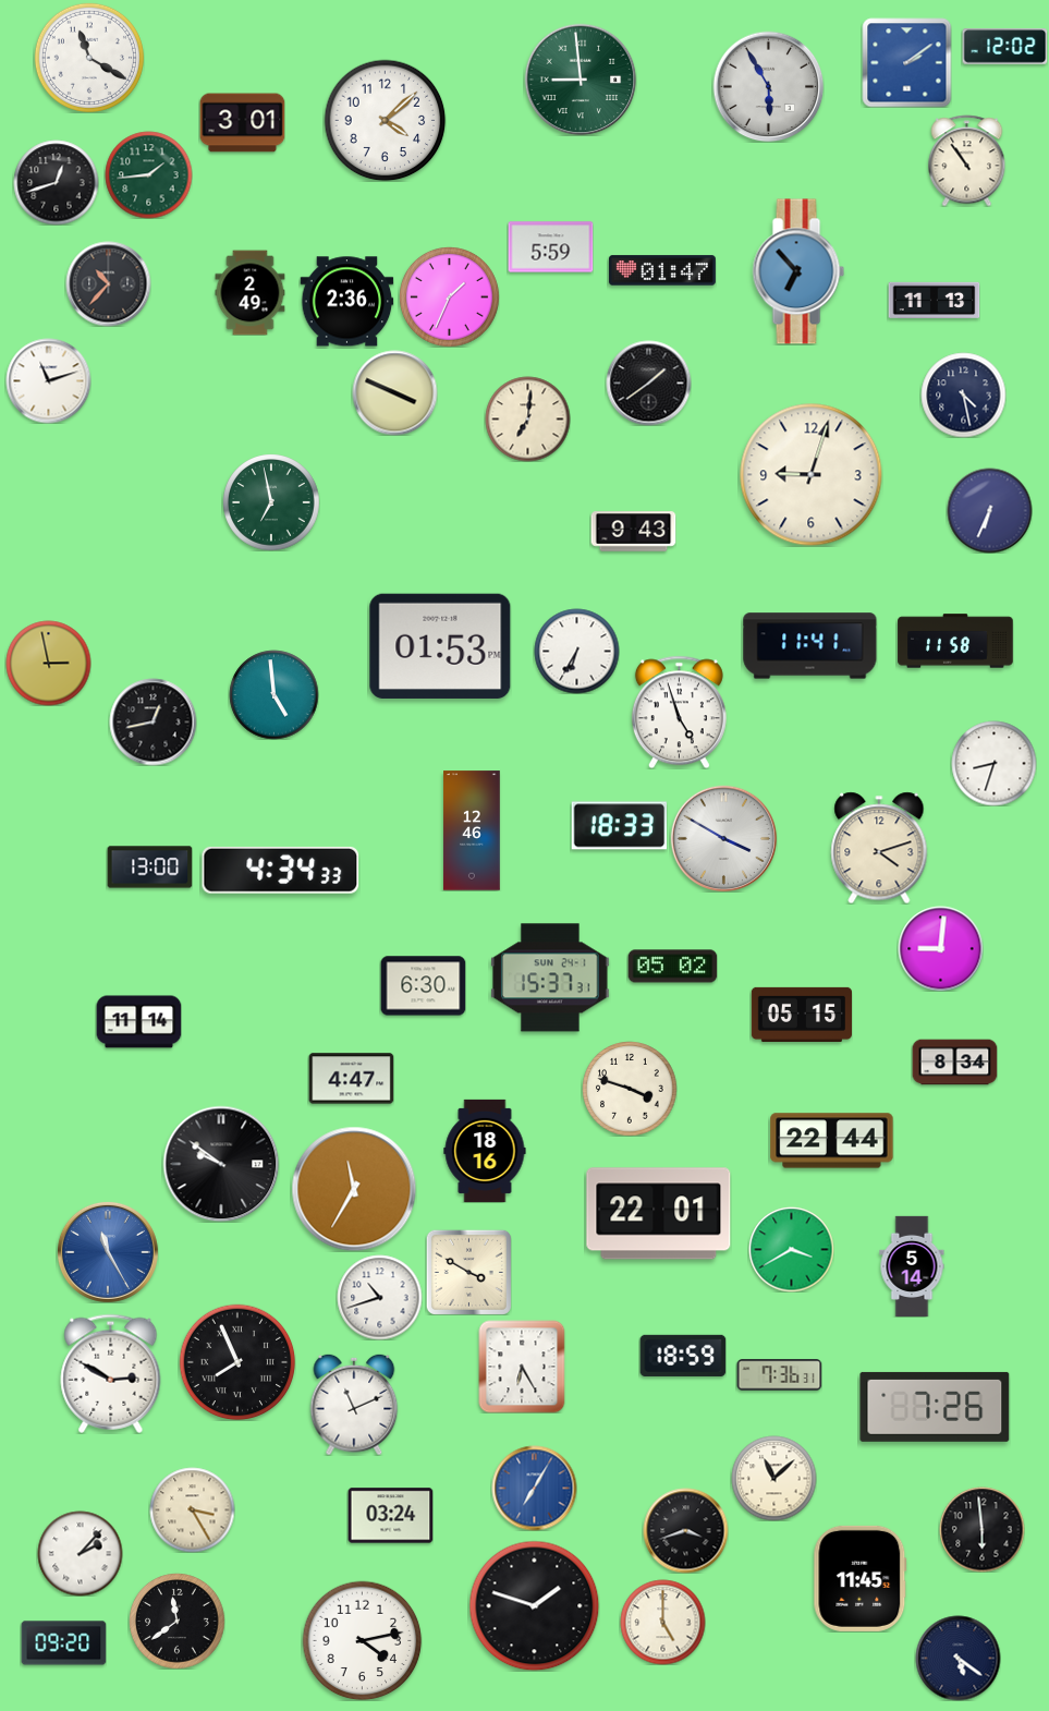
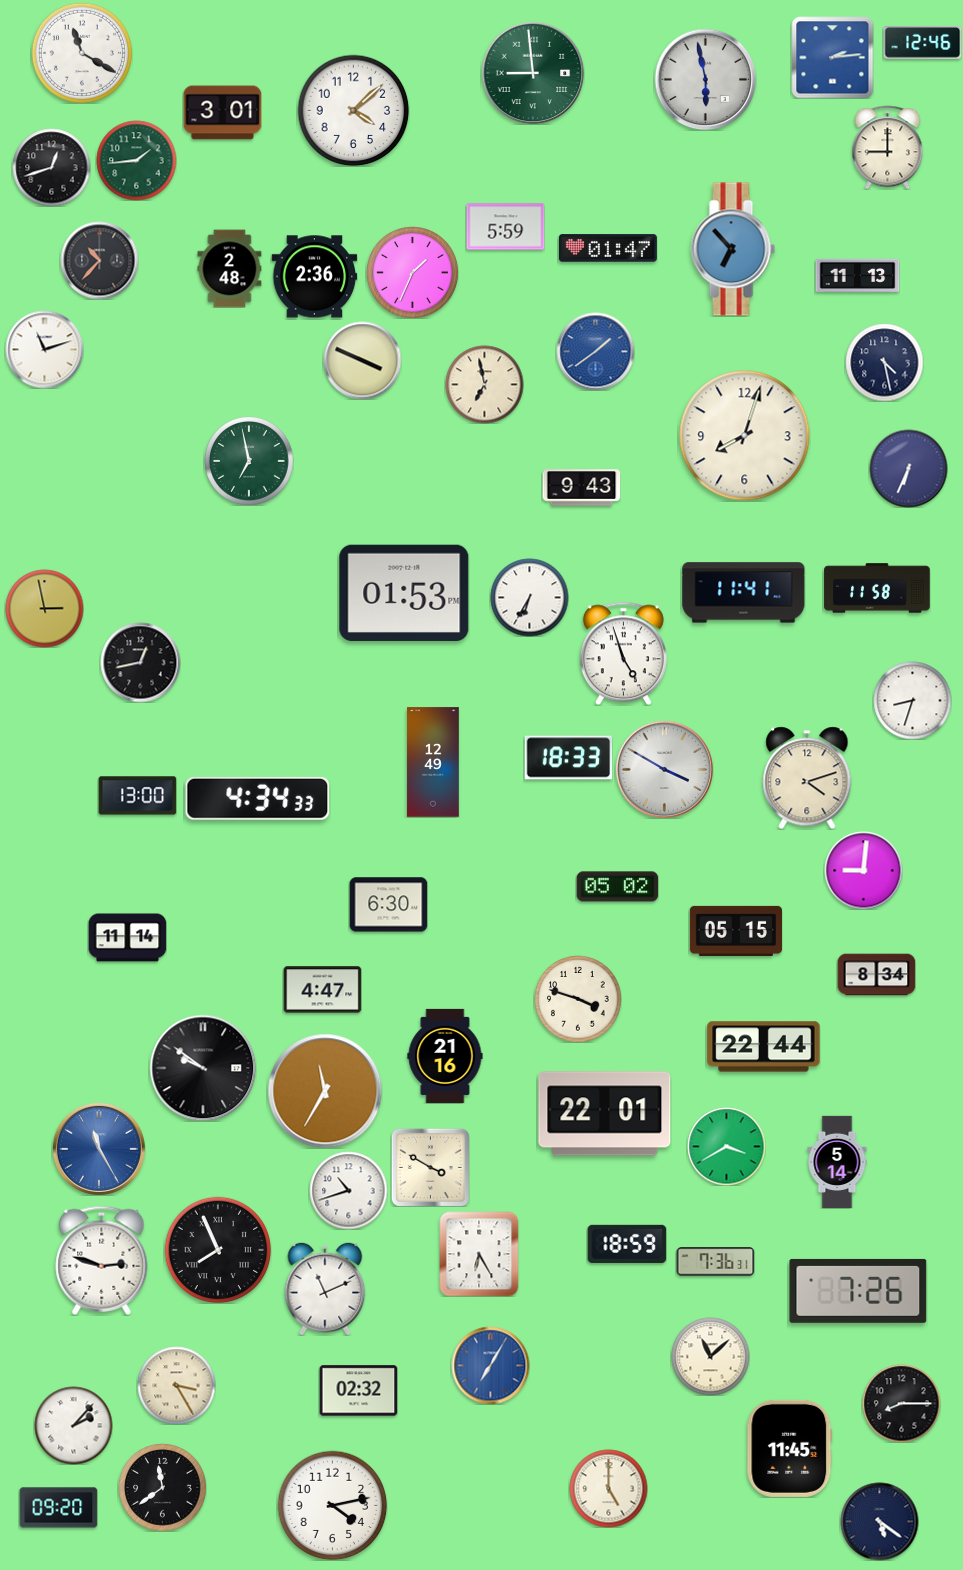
clock at (1004, 47): 12:02 -> 12:46
clock at (906, 62): 2:09 -> 2:14
clock at (768, 86): 5:55 -> 5:58
clock at (967, 160): 10:54 -> 9:00
clock at (251, 292): 2:49 -> 2:48
clock at (346, 302) position: (346, 302) -> (314, 277)
clock at (648, 383) dial: black -> blue
clock at (527, 418): 7:01 -> 6:58
clock at (812, 475): 9:03 -> 8:03
clock at (273, 694): 4:59 -> none
clock at (472, 830): 12:46 -> 12:49
clock at (550, 978): 15:37 -> none
clock at (485, 1151): 18:16 -> 21:16
clock at (111, 1373): 2:50 -> 2:48
clock at (390, 1516): 03:24 -> 02:32
clock at (981, 1529): 5:59 -> 8:15
clock at (685, 1530): 3:42 -> none
clock at (534, 1605): 1:48 -> none
